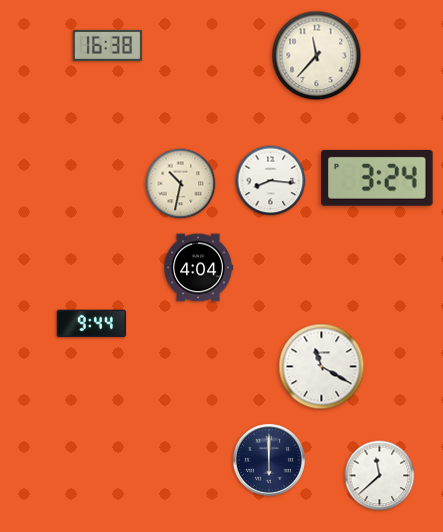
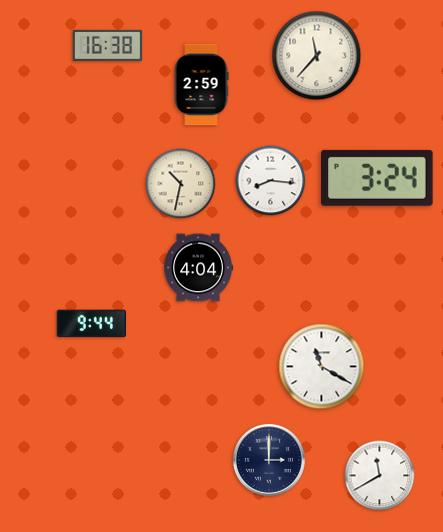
clock at (201, 85): none -> 2:59
clock at (269, 460): 6:00 -> 3:00
clock at (380, 476): 11:38 -> 11:40
